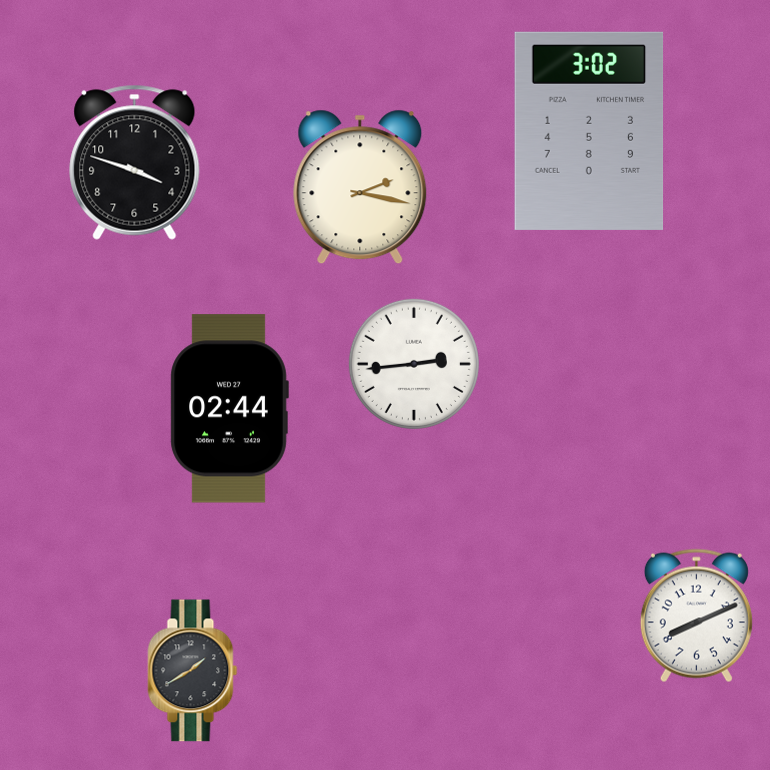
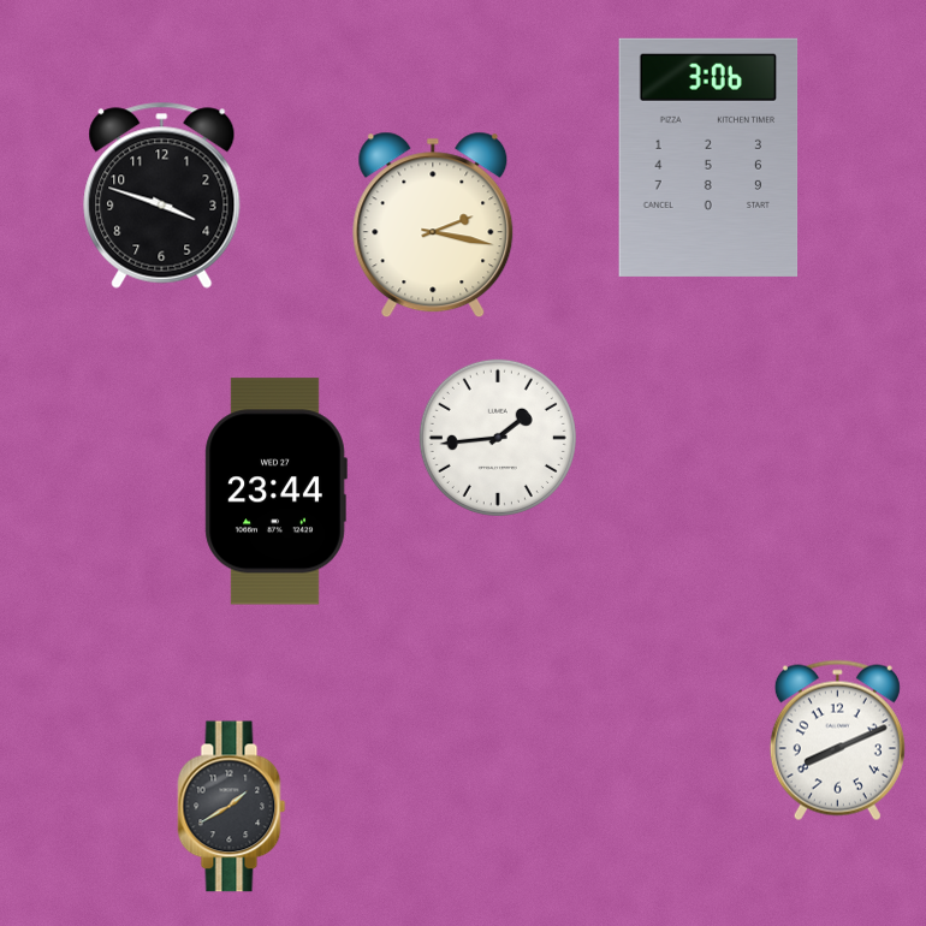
clock at (589, 131): 3:02 -> 3:06
clock at (414, 364): 2:44 -> 1:44
clock at (229, 409): 02:44 -> 23:44
